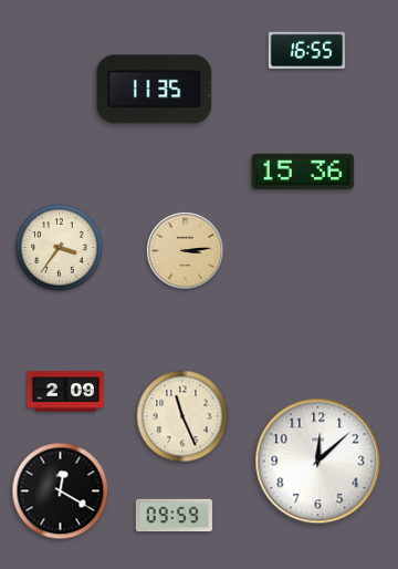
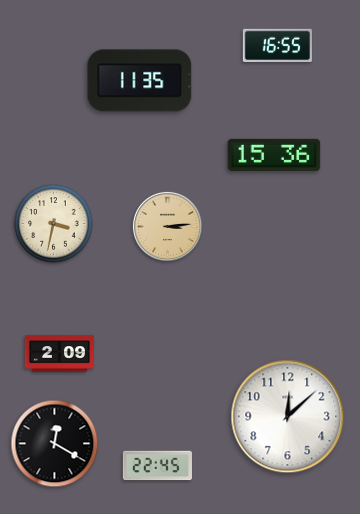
clock at (60, 248): 3:36 -> 3:32
clock at (182, 416): 11:26 -> none
clock at (174, 516): 09:59 -> 22:45
